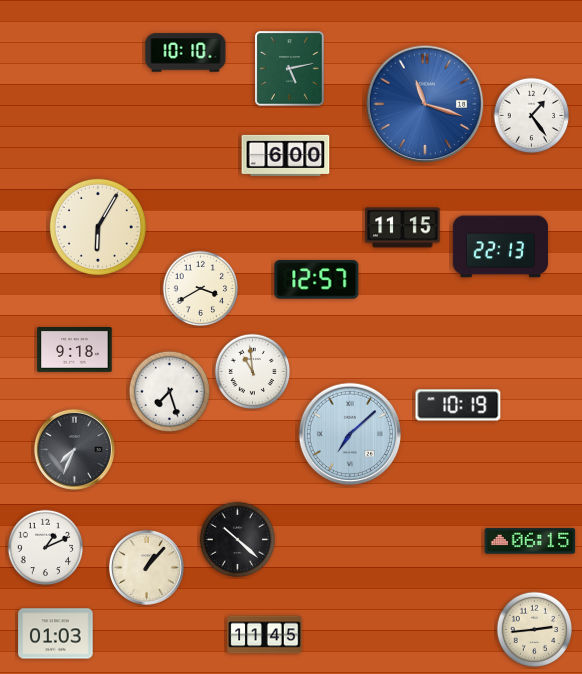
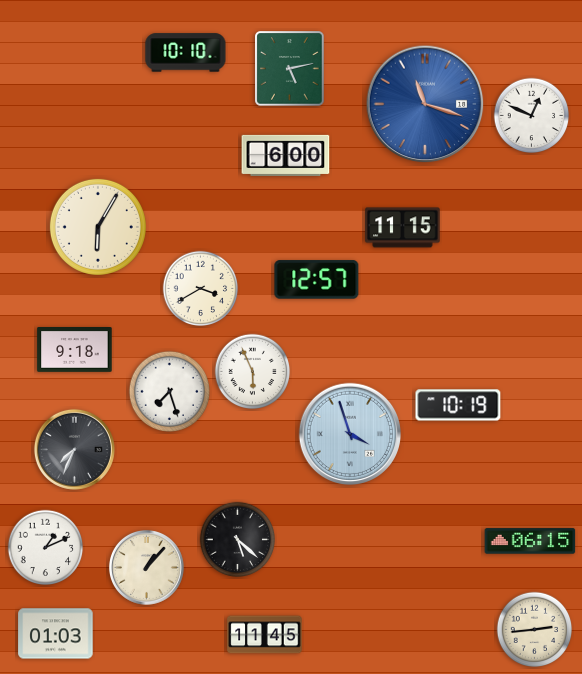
clock at (532, 116): 1:24 -> 12:49
clock at (500, 247): 22:13 -> none
clock at (253, 372): 10:59 -> 5:56
clock at (349, 433): 7:08 -> 3:57
clock at (238, 540): 10:22 -> 5:22
